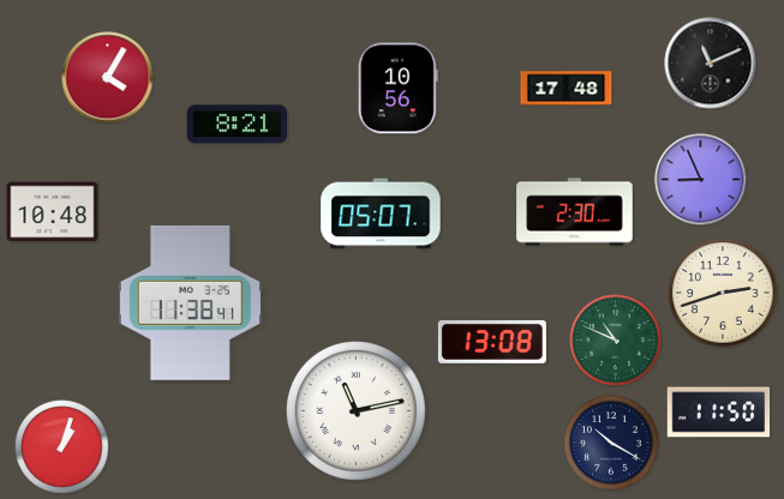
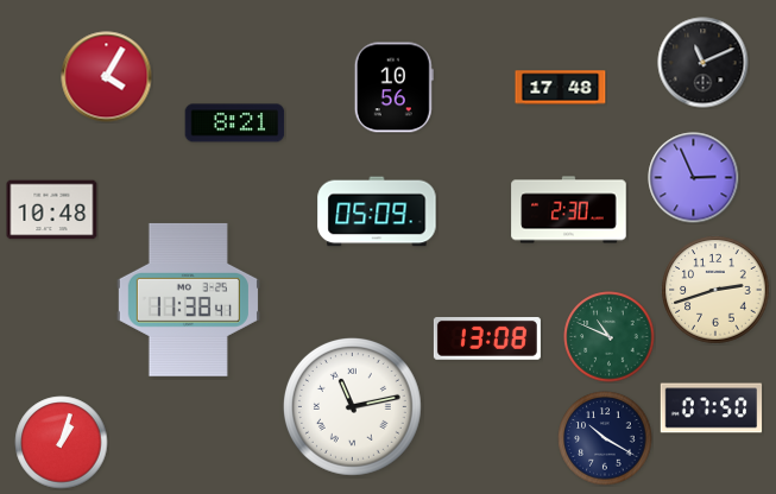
clock at (701, 180): 8:56 -> 2:56
clock at (381, 214): 05:07 -> 05:09
clock at (719, 413): 11:50 -> 07:50
